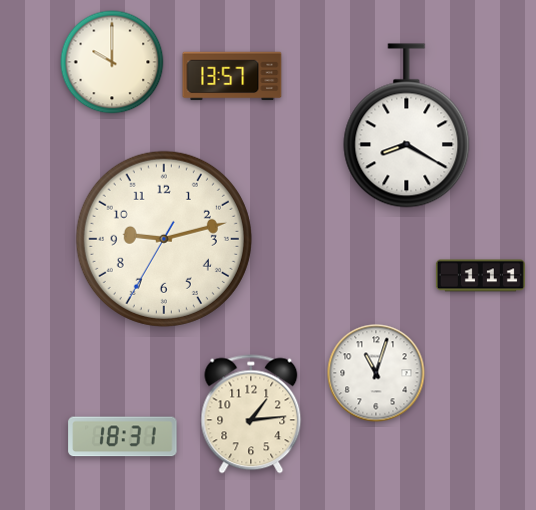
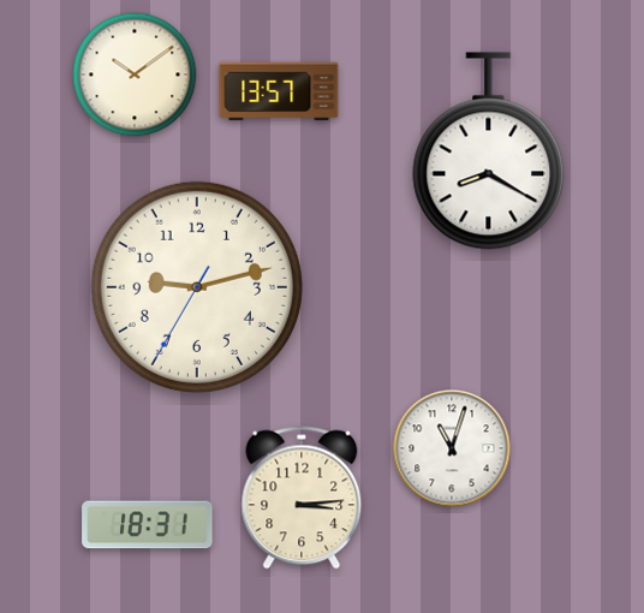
clock at (112, 62): 10:00 -> 10:09
clock at (480, 276): 1:11 -> none
clock at (251, 414): 1:14 -> 3:14
